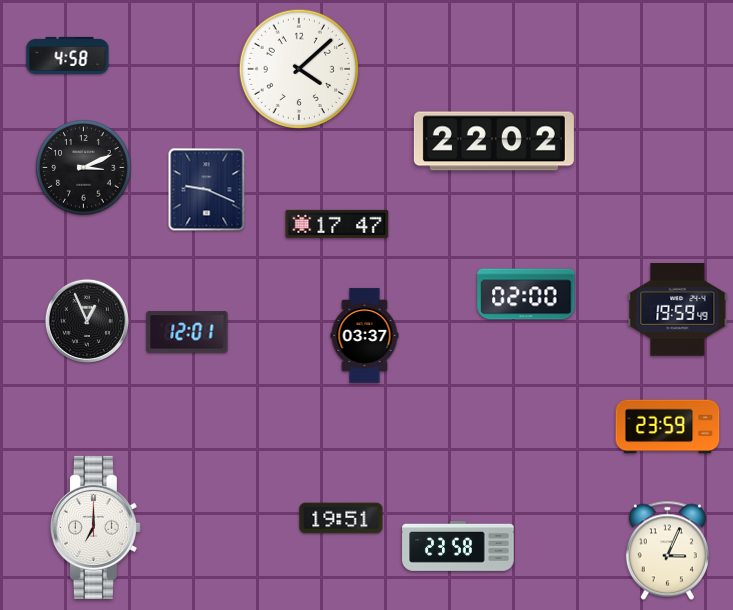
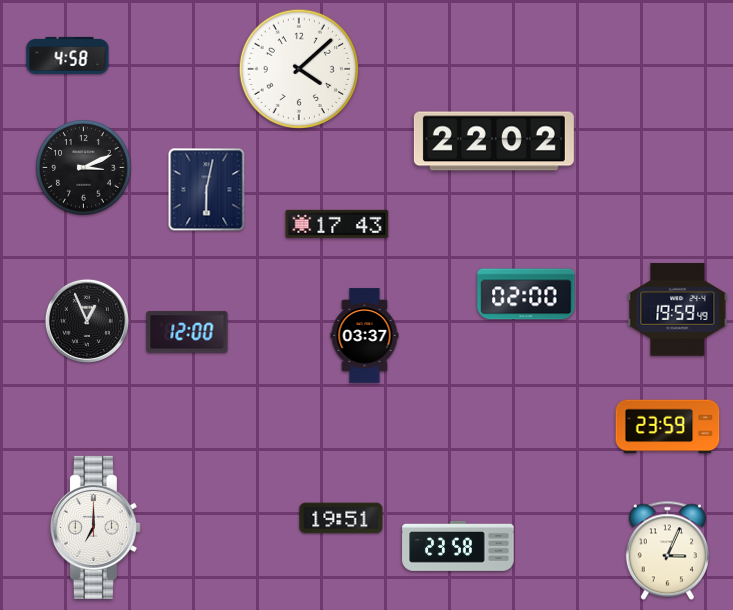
clock at (207, 190): 9:19 -> 6:02
clock at (337, 224): 17:47 -> 17:43
clock at (187, 332): 12:01 -> 12:00
